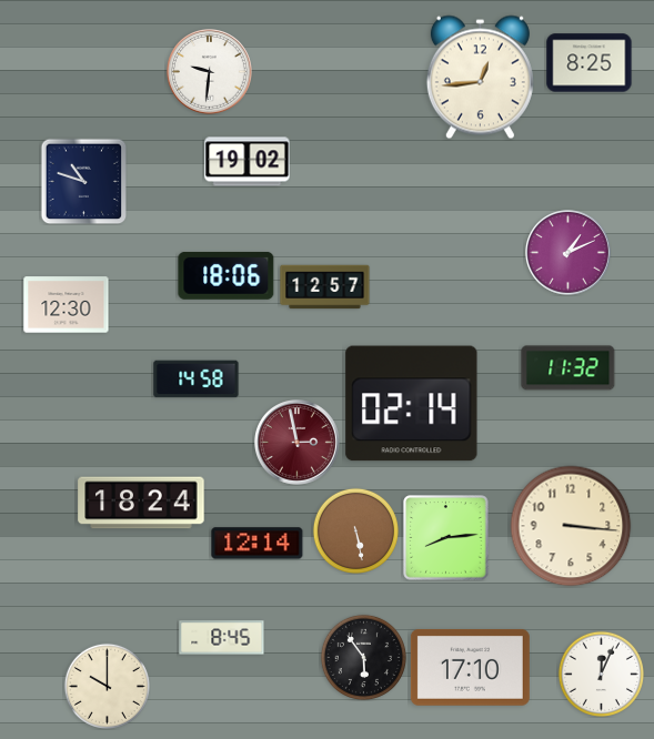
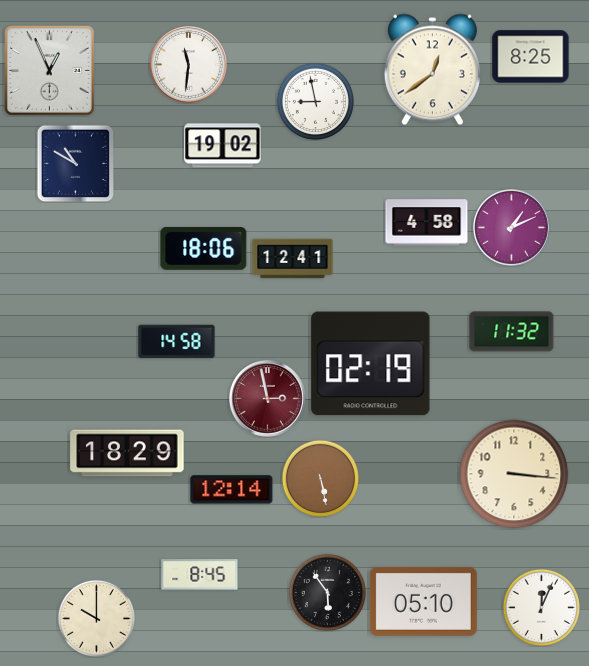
clock at (210, 72): 9:31 -> 11:31
clock at (49, 70): none -> 12:56
clock at (480, 78): 12:44 -> 12:39
clock at (315, 101): none -> 8:58
clock at (83, 181): 10:48 -> 10:50
clock at (427, 223): none -> 4:58
clock at (325, 287): 12:57 -> 12:41
clock at (67, 305): 12:30 -> none
clock at (412, 404): 02:14 -> 02:19
clock at (141, 503): 18:24 -> 18:29
clock at (446, 538): 8:14 -> none
clock at (470, 667): 17:10 -> 05:10
